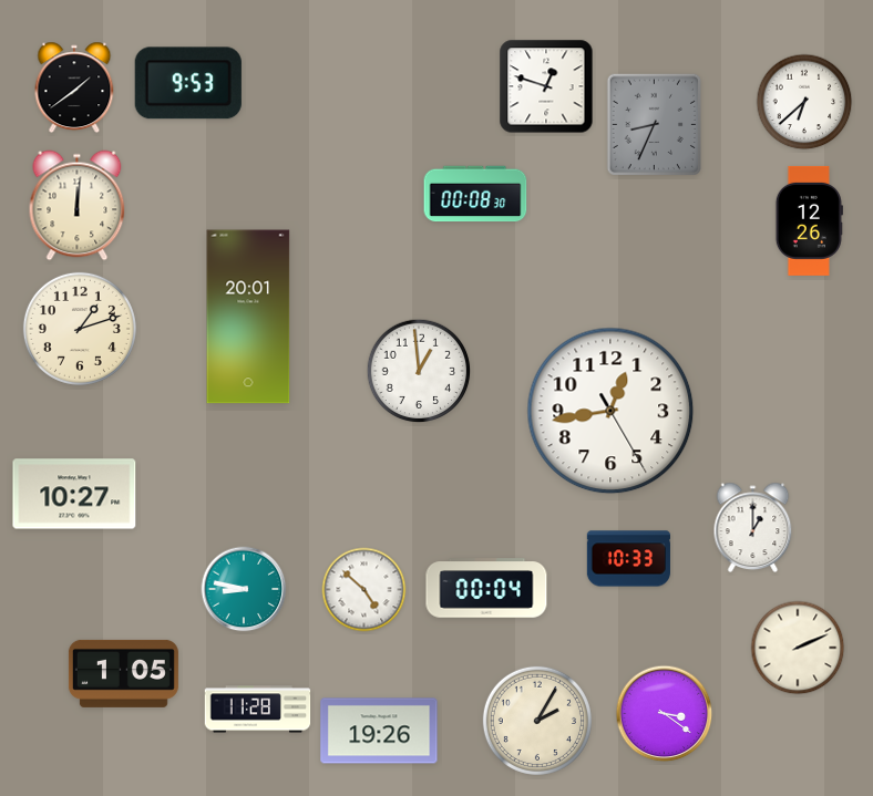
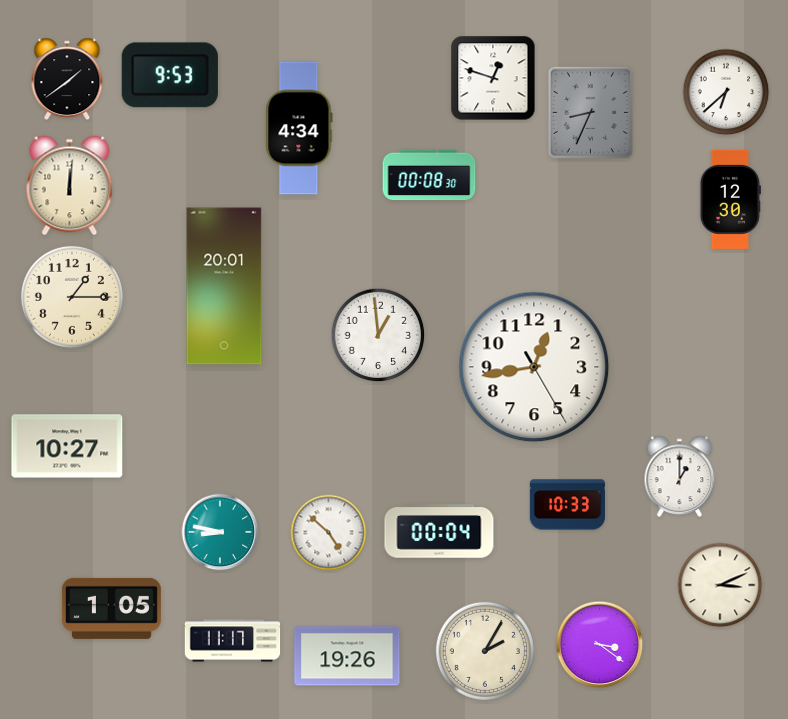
clock at (299, 128): none -> 4:34
clock at (809, 220): 12:26 -> 12:30
clock at (80, 329): 1:12 -> 1:15
clock at (610, 411) position: (610, 411) -> (534, 367)
clock at (798, 648): 2:11 -> 3:11
clock at (258, 710): 11:28 -> 11:17
clock at (379, 731) position: (379, 731) -> (347, 656)
